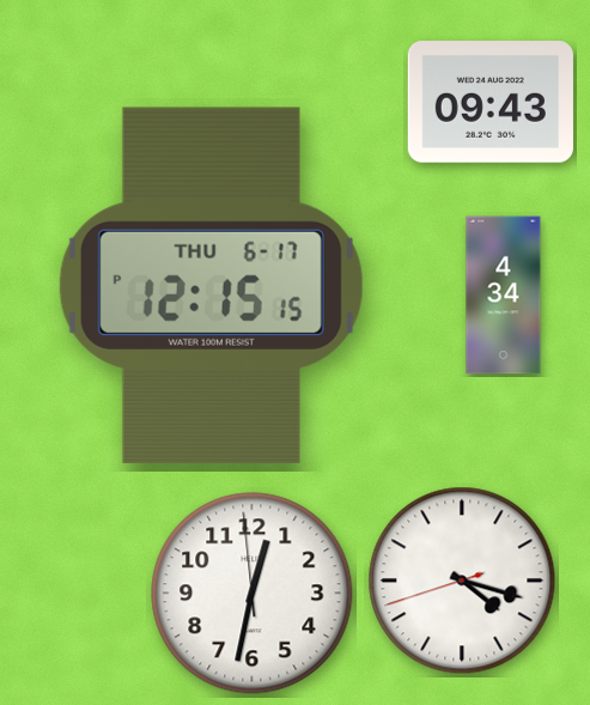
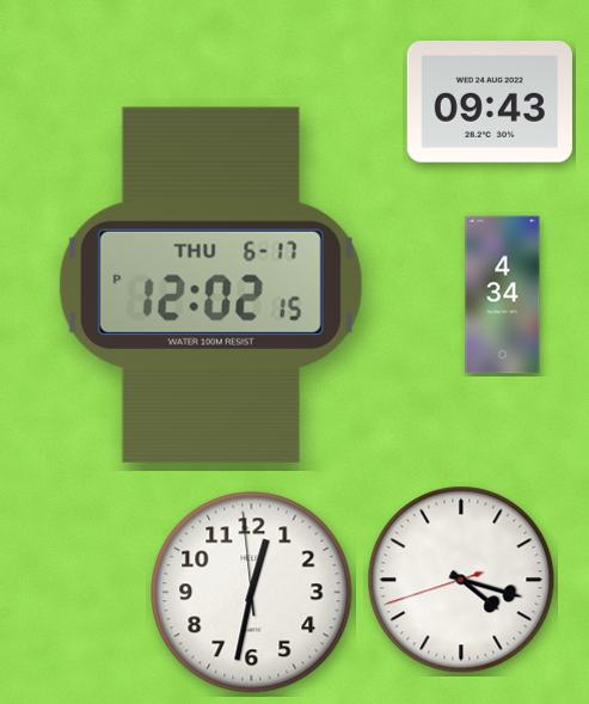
clock at (211, 285): 12:15 -> 12:02
